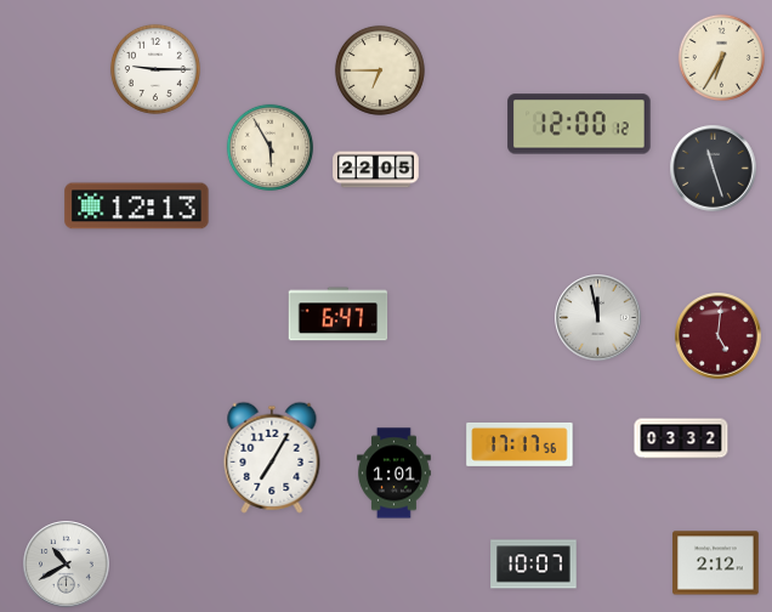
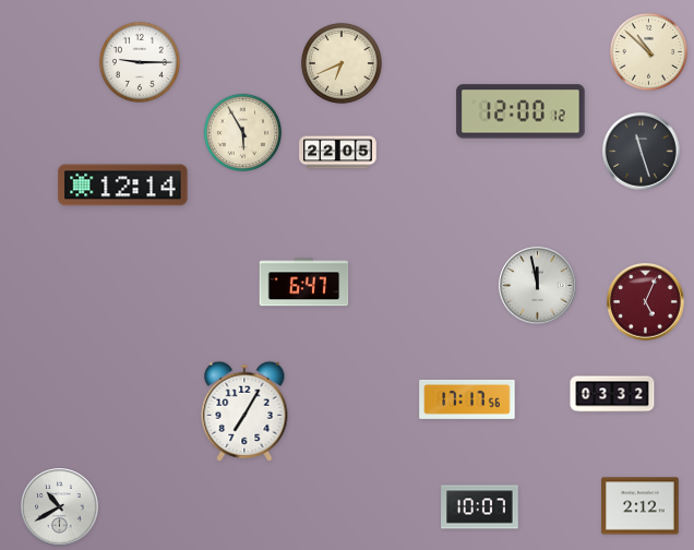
clock at (721, 57): 6:35 -> 10:52
clock at (380, 70): 6:45 -> 6:41
clock at (137, 206): 12:13 -> 12:14
clock at (719, 336): 5:01 -> 5:04
clock at (394, 474): 1:01 -> none
clock at (716, 563) position: (716, 563) -> (641, 506)
